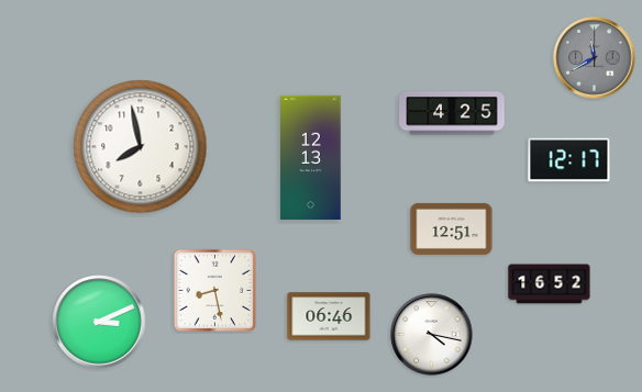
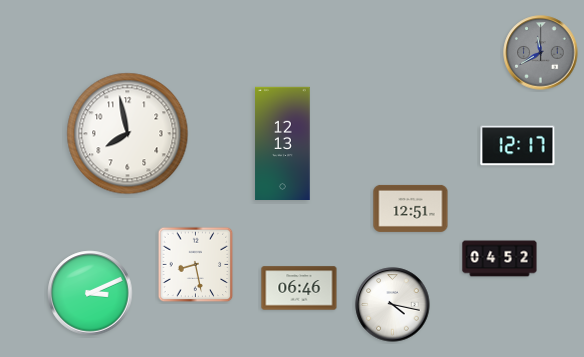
clock at (452, 113): 4:25 -> none
clock at (550, 284): 16:52 -> 04:52
